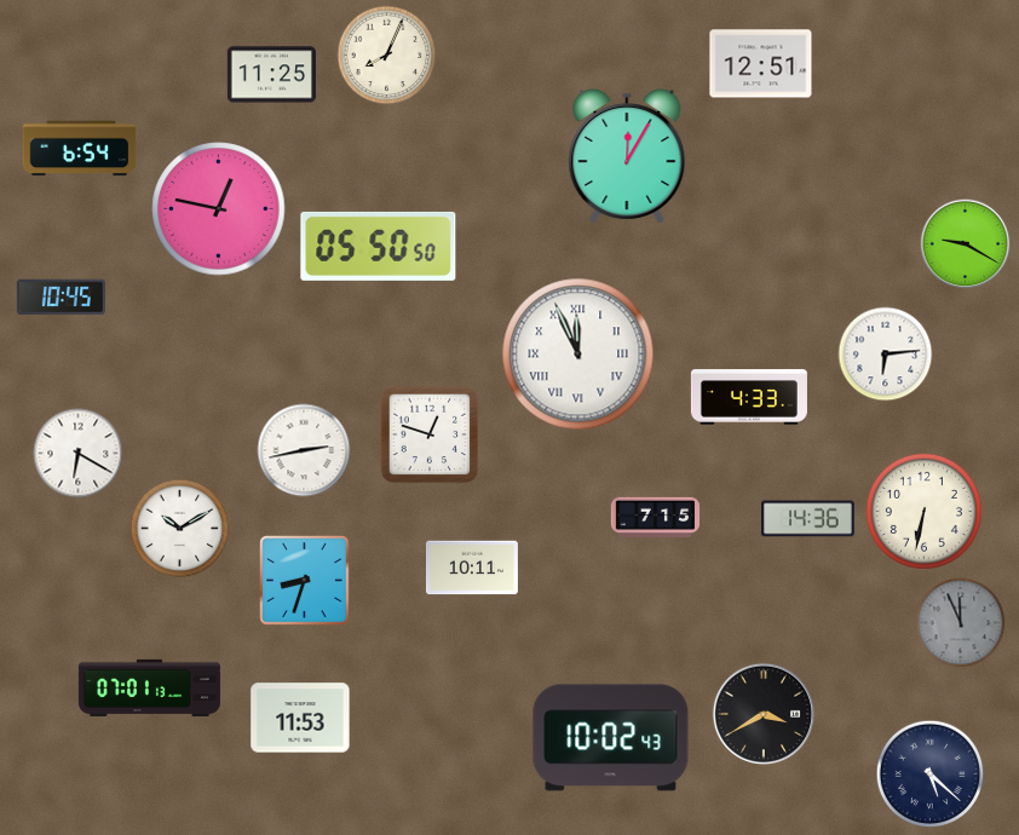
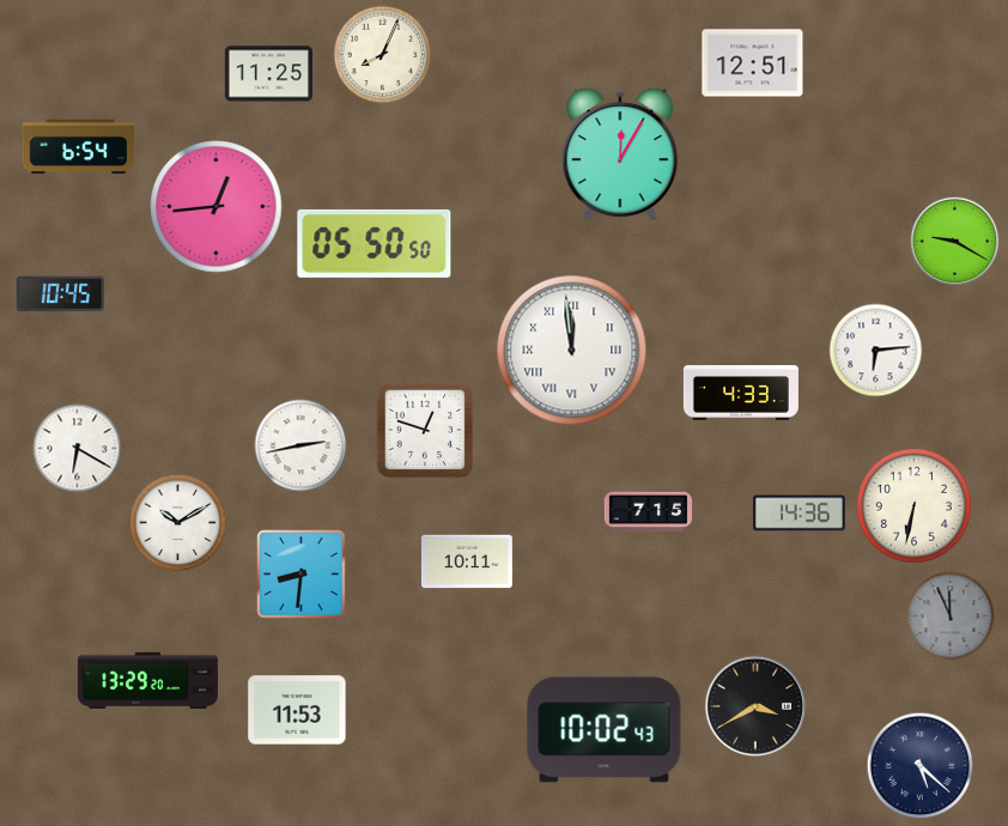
clock at (219, 209): 12:47 -> 12:44
clock at (578, 355): 11:56 -> 11:59
clock at (305, 581): 8:33 -> 8:31
clock at (149, 687): 07:01 -> 13:29
